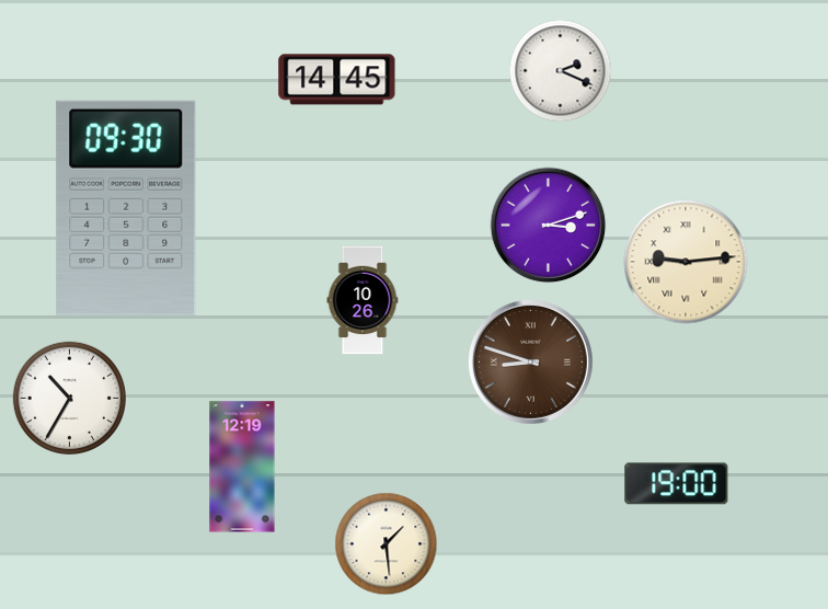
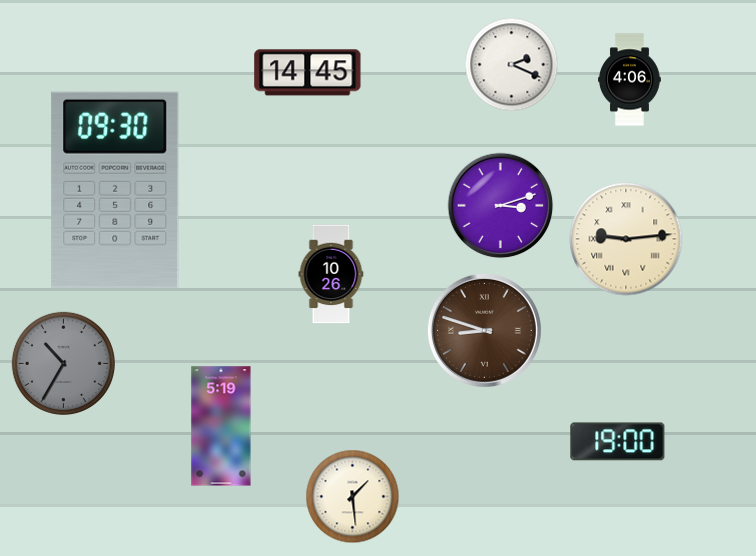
clock at (630, 80): none -> 4:06
clock at (69, 398) dial: white -> grey
clock at (242, 467): 12:19 -> 5:19
